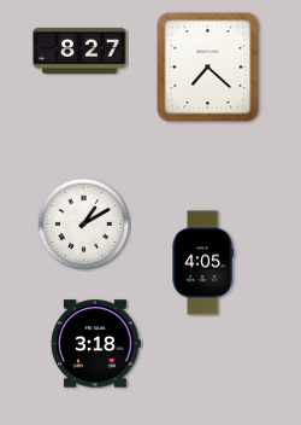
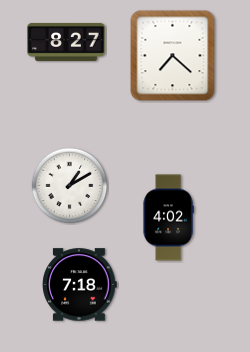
clock at (202, 263): 4:05 -> 4:02
clock at (96, 344): 3:18 -> 7:18
